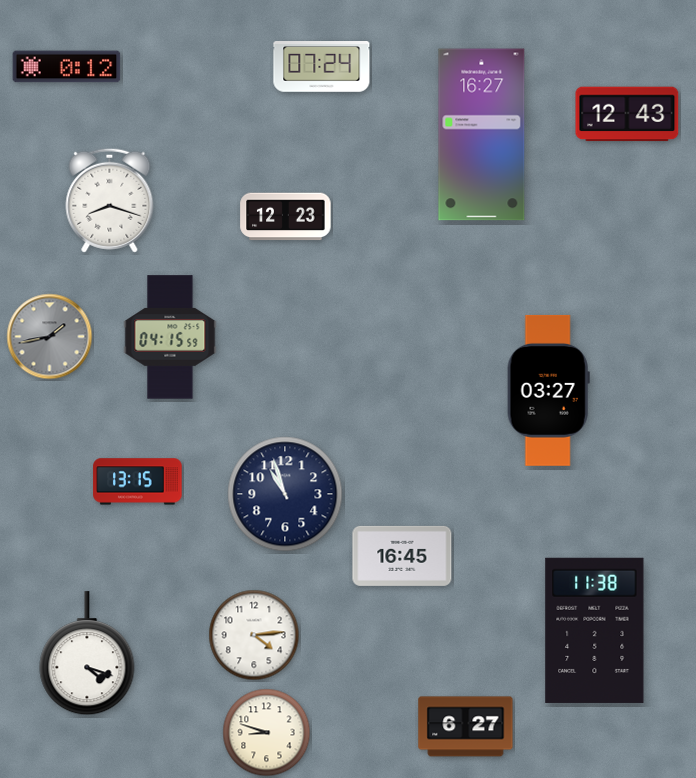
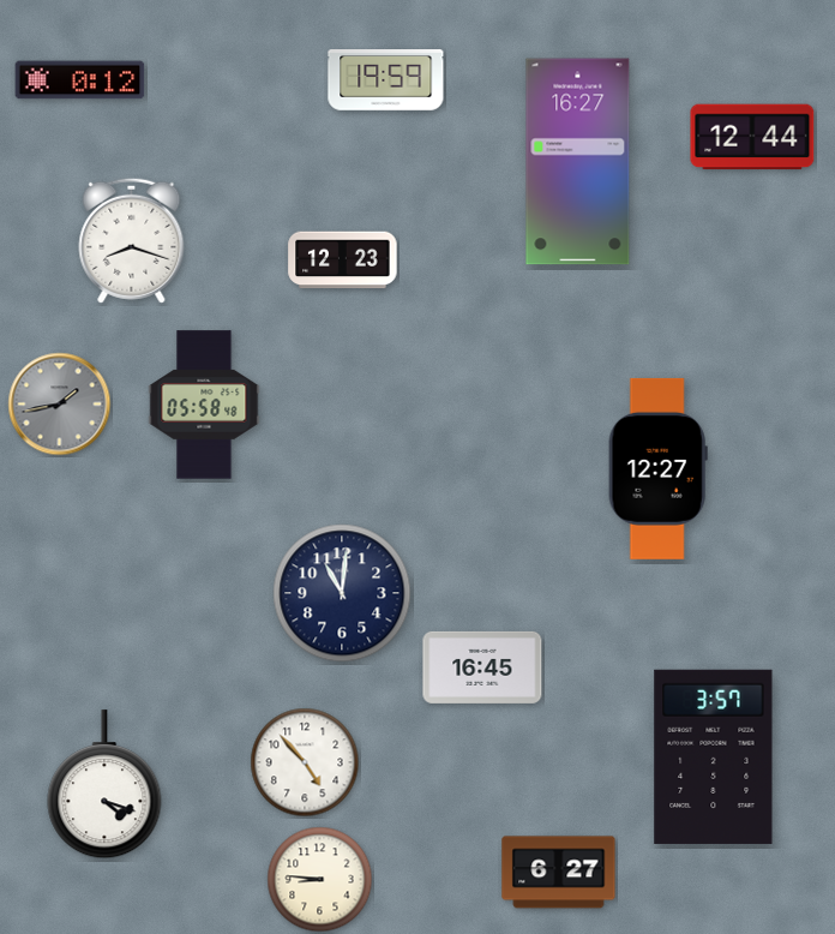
clock at (322, 67): 07:24 -> 19:59
clock at (627, 114): 12:43 -> 12:44
clock at (170, 337): 04:15 -> 05:58
clock at (548, 390): 03:27 -> 12:27
clock at (138, 482): 13:15 -> none
clock at (285, 494): 10:57 -> 11:01
clock at (595, 630): 11:38 -> 3:57
clock at (254, 635): 4:14 -> 4:53
clock at (267, 733): 8:48 -> 8:46
